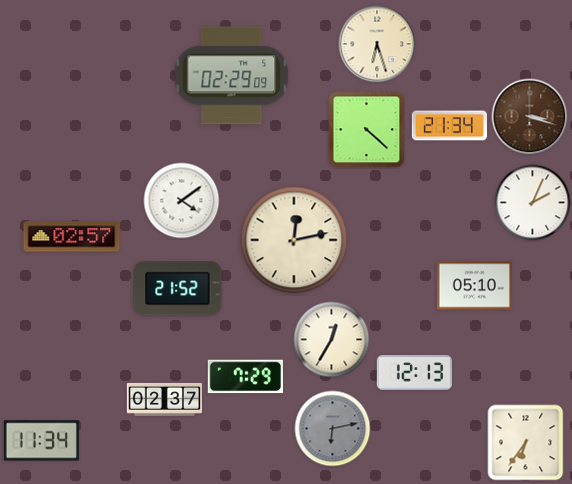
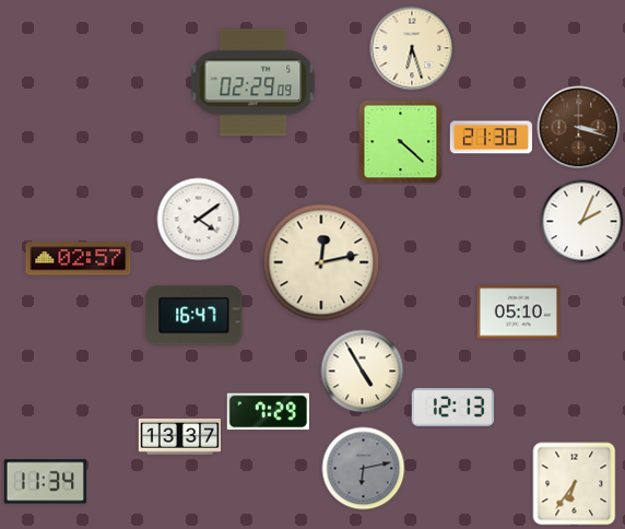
clock at (449, 126): 21:34 -> 21:30
clock at (178, 289): 21:52 -> 16:47
clock at (332, 340): 12:35 -> 4:55
clock at (164, 399): 02:37 -> 13:37
